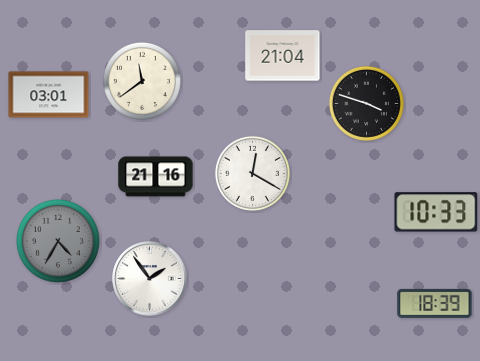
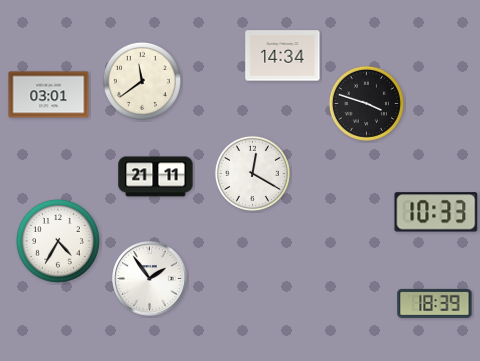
clock at (283, 56): 21:04 -> 14:34
clock at (156, 177): 21:16 -> 21:11
clock at (58, 241) dial: grey -> white
